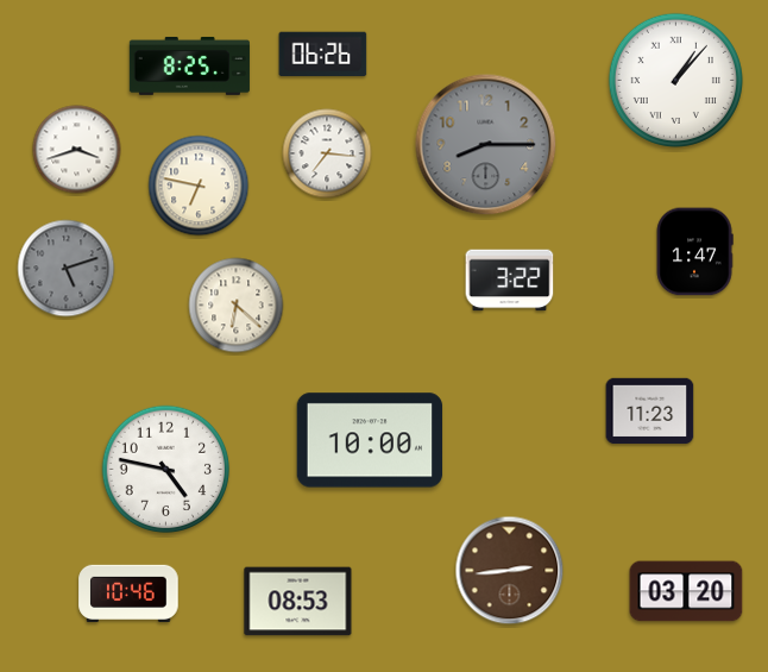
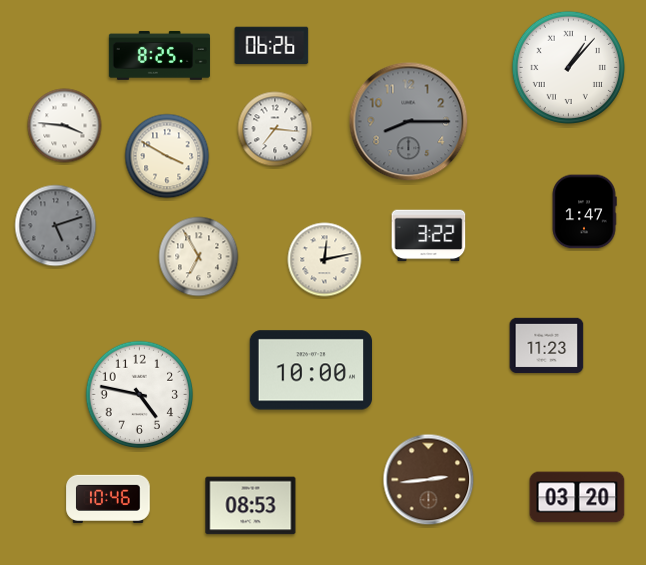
clock at (77, 150): 3:42 -> 3:46
clock at (199, 186): 6:47 -> 3:50
clock at (237, 306): 6:22 -> 6:55
clock at (325, 260): none -> 12:13
